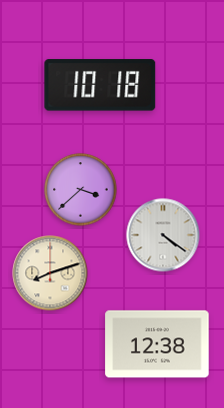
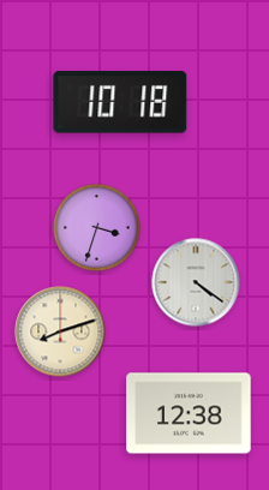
clock at (81, 190): 3:38 -> 3:33
clock at (50, 273) position: (50, 273) -> (60, 331)
